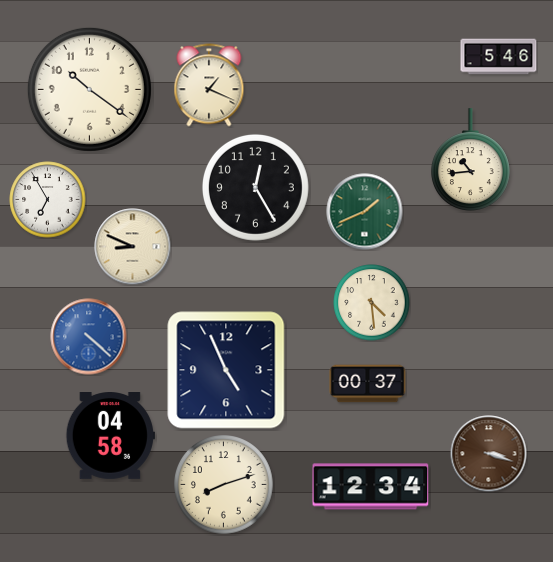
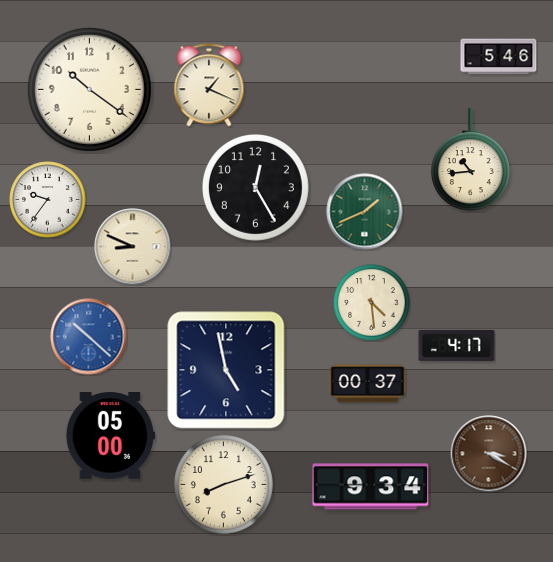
clock at (48, 200): 6:55 -> 9:36
clock at (89, 337): 4:22 -> 10:22
clock at (457, 345): none -> 4:17
clock at (226, 370): 4:56 -> 4:58
clock at (110, 436): 04:58 -> 05:00
clock at (489, 454): 3:18 -> 3:20
clock at (371, 487): 12:34 -> 9:34
